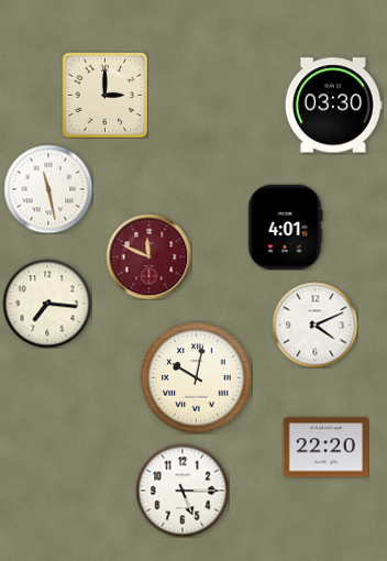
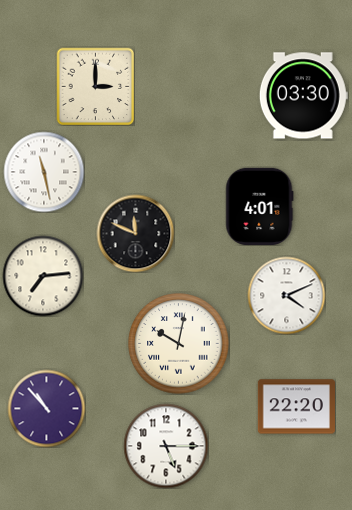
clock at (148, 256) dial: burgundy -> black
clock at (47, 304): 7:16 -> 7:14
clock at (46, 408): none -> 10:53
